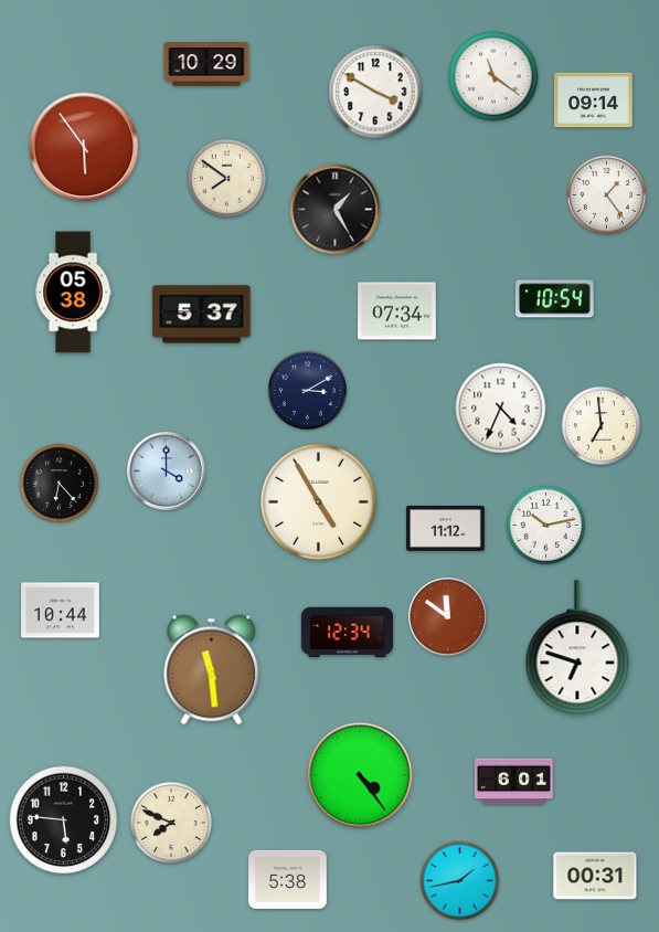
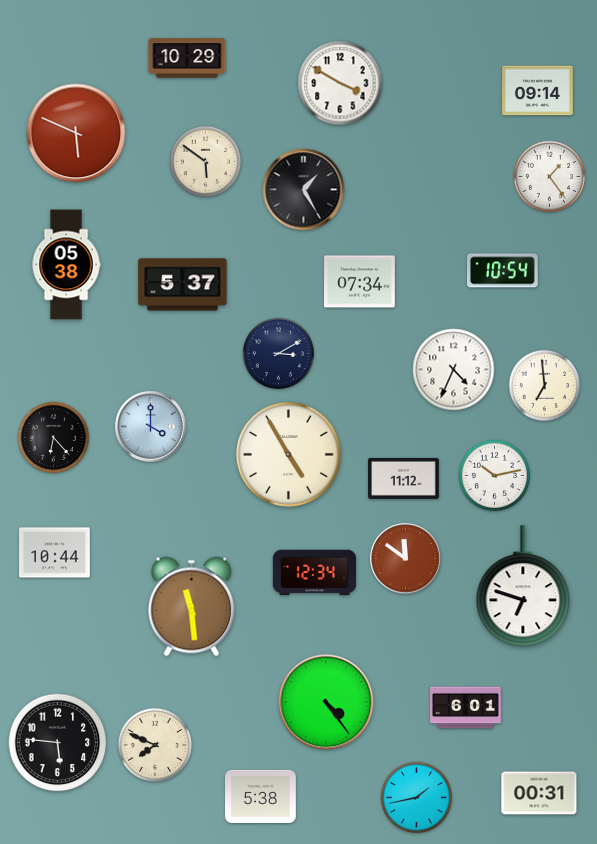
clock at (493, 76): 11:21 -> none
clock at (84, 147): 5:54 -> 5:49
clock at (227, 179): 7:51 -> 5:51
